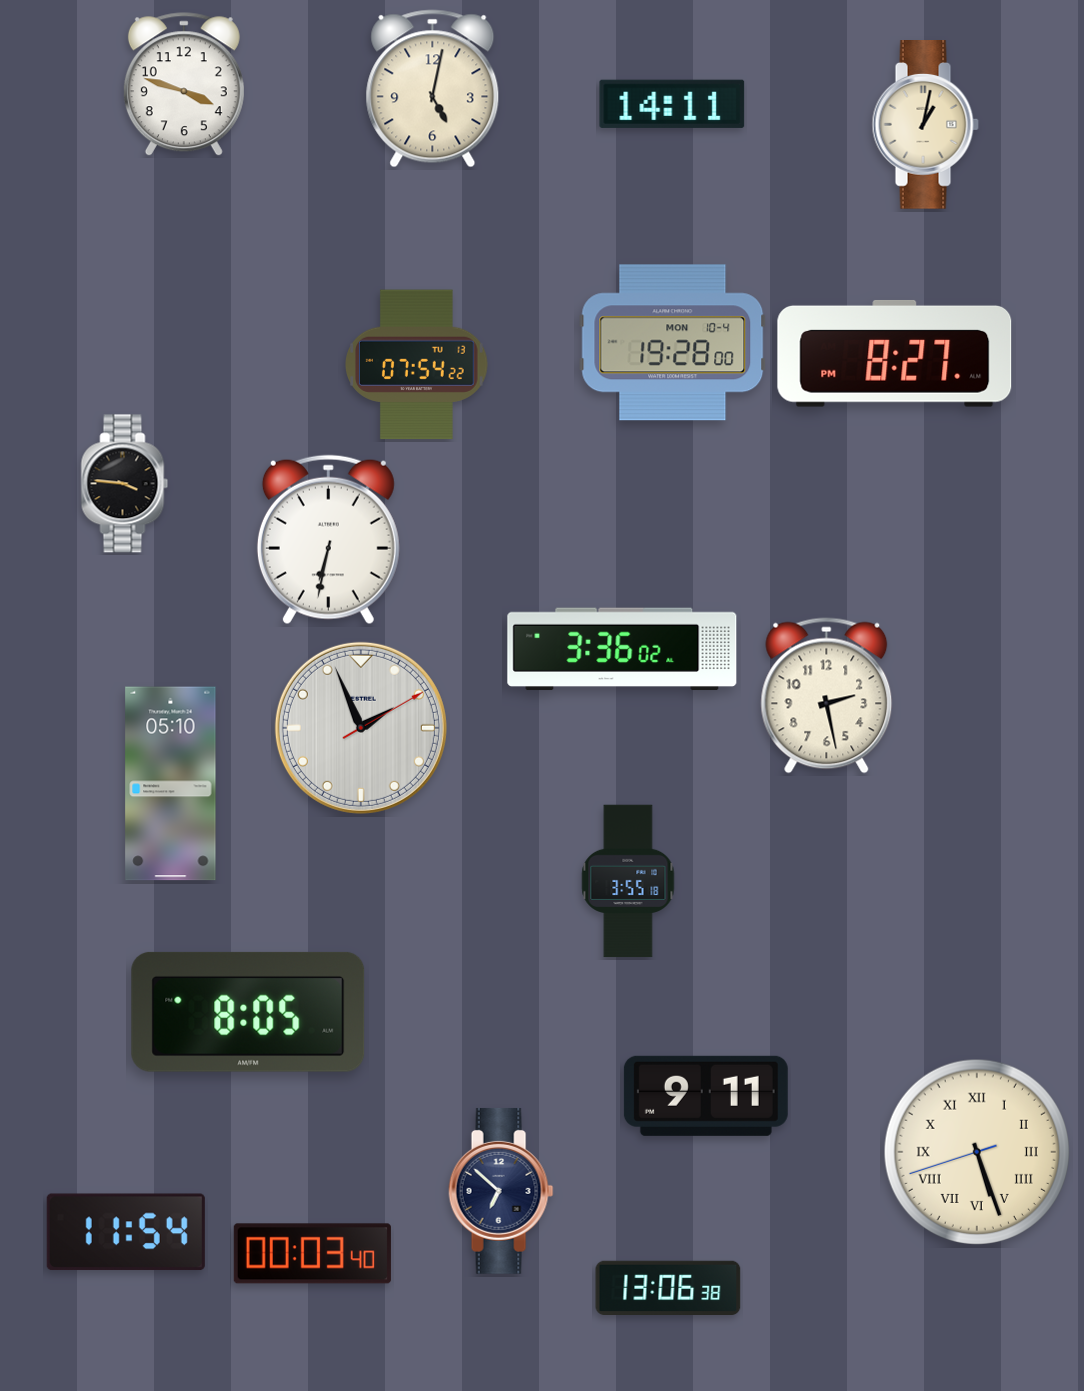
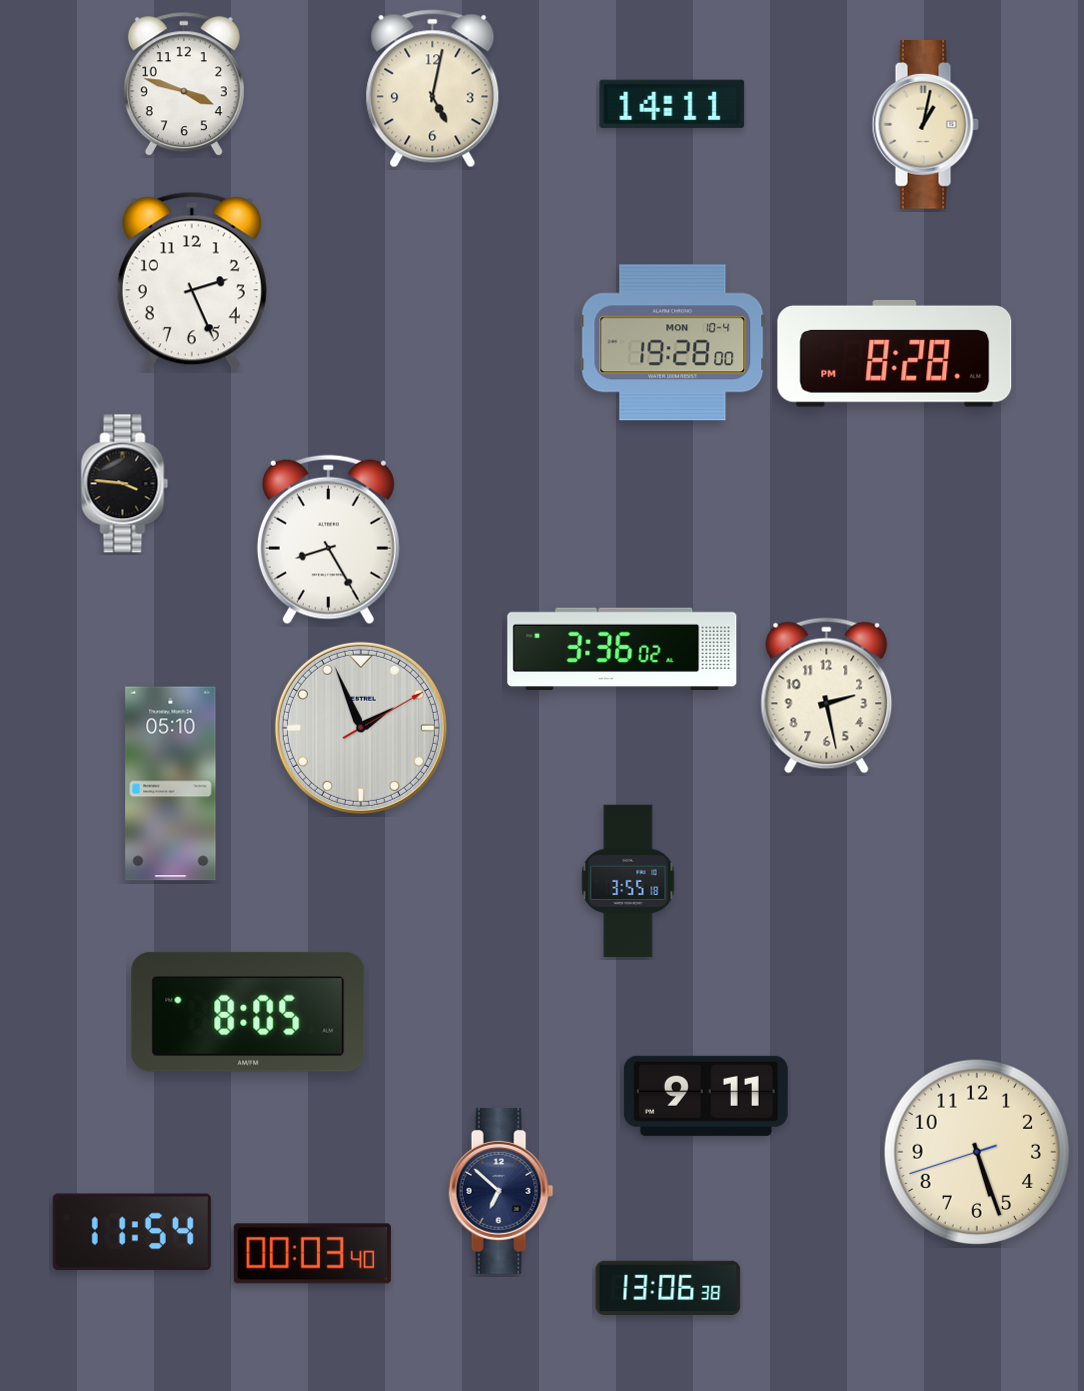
clock at (192, 281): none -> 2:26
clock at (895, 353): 8:27 -> 8:28
clock at (417, 365): 07:54 -> none
clock at (328, 540): 6:32 -> 8:25
clock at (977, 1152) numerals: Roman -> Arabic
clock at (126, 1232) position: (126, 1232) -> (132, 1232)
